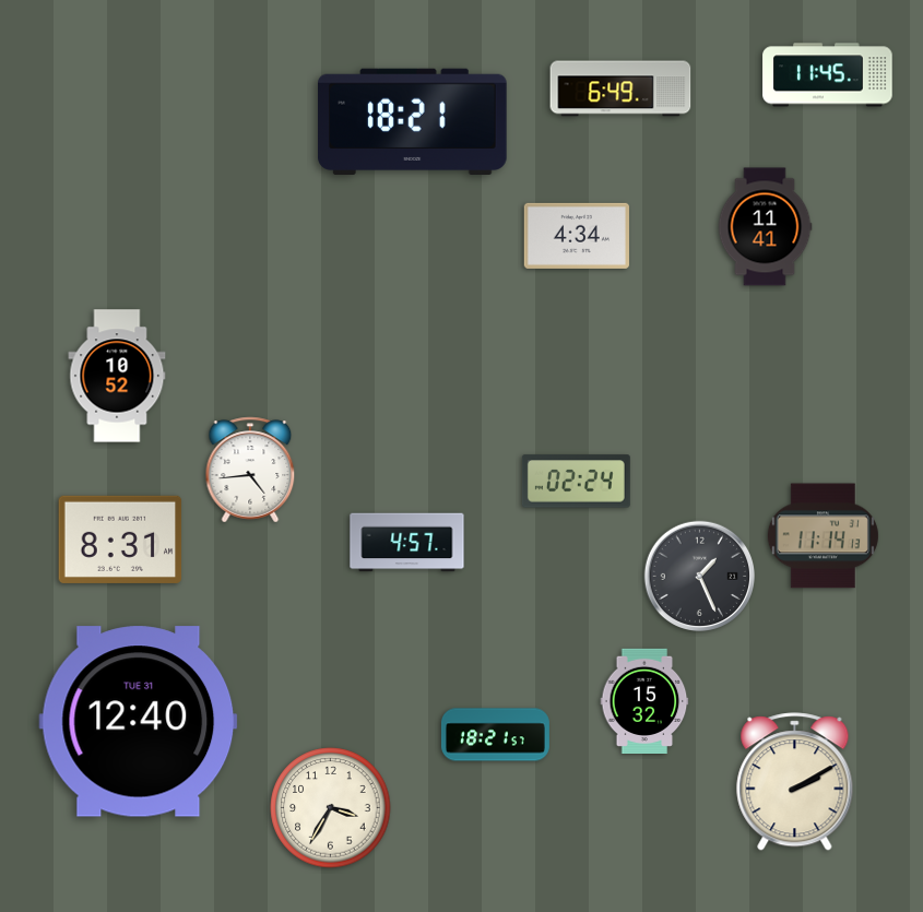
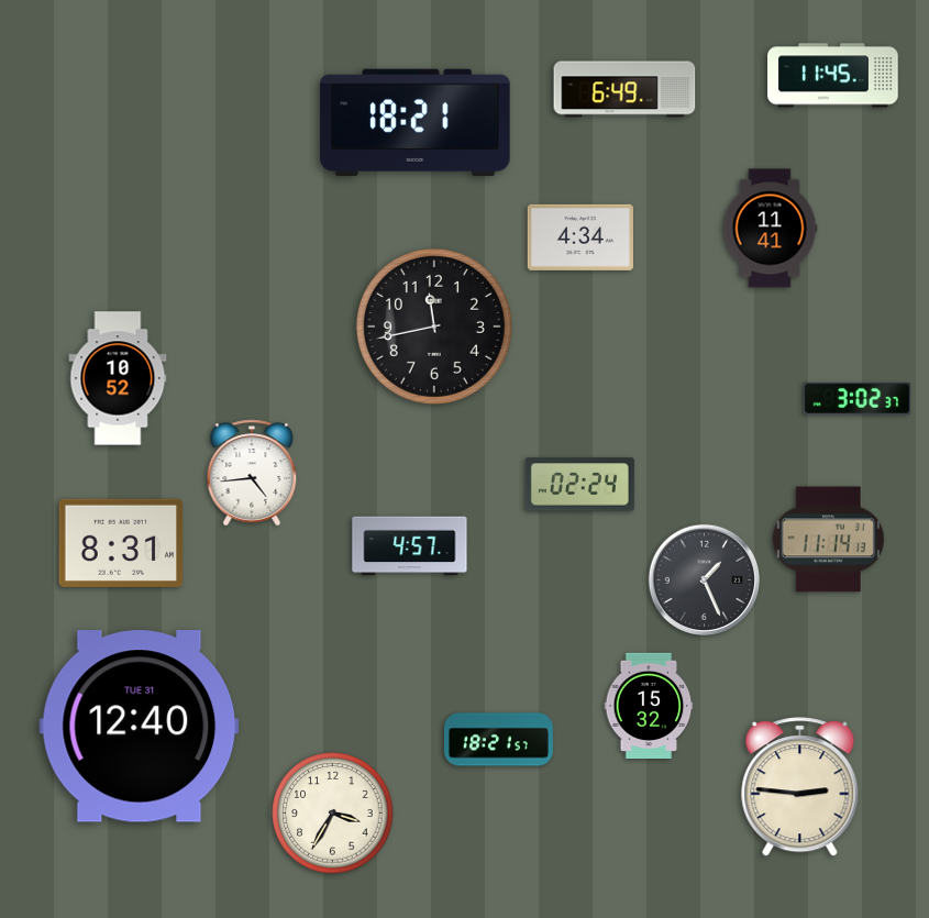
clock at (434, 327): none -> 11:43
clock at (856, 399): none -> 3:02
clock at (795, 782): 2:10 -> 2:46
